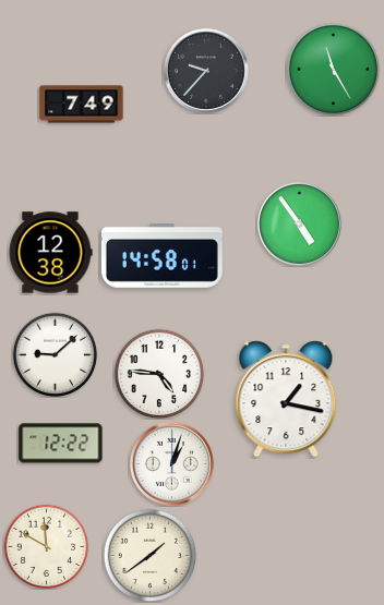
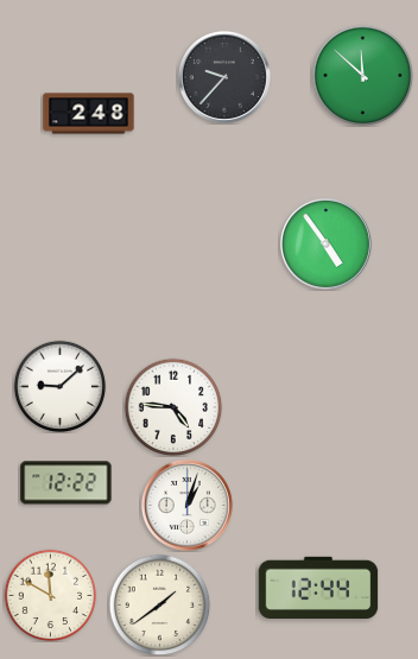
clock at (333, 69): 11:25 -> 11:52
clock at (82, 105): 7:49 -> 2:48
clock at (50, 253): 12:38 -> none
clock at (161, 256): 14:58 -> none
clock at (286, 399): 1:17 -> none
clock at (318, 587): none -> 12:44
clock at (149, 555) position: (149, 555) -> (159, 604)
